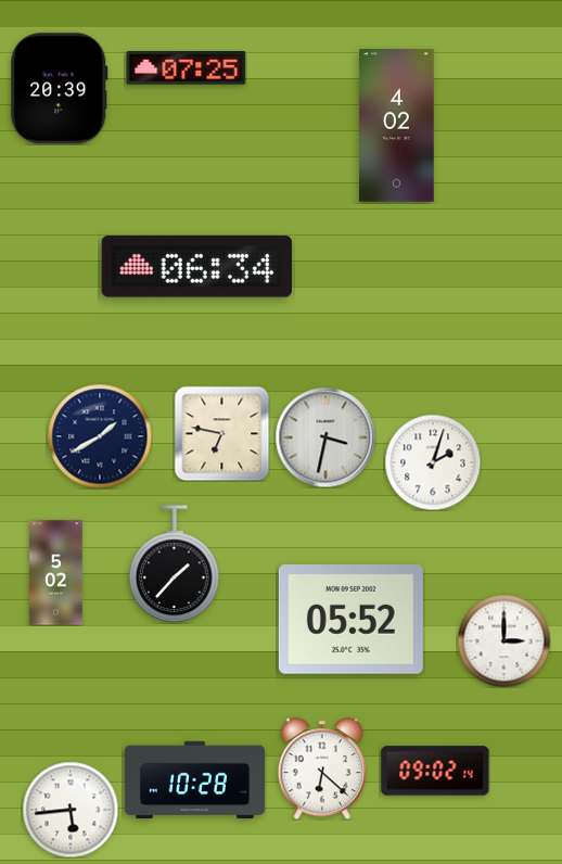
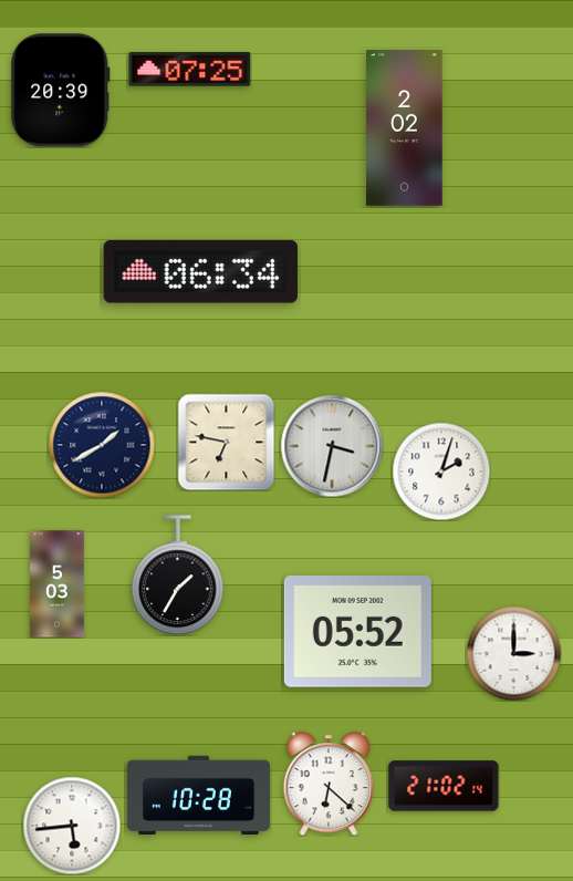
clock at (397, 126): 4:02 -> 2:02
clock at (175, 564): 1:37 -> 1:35
clock at (56, 573): 5:02 -> 5:03
clock at (435, 771): 09:02 -> 21:02
